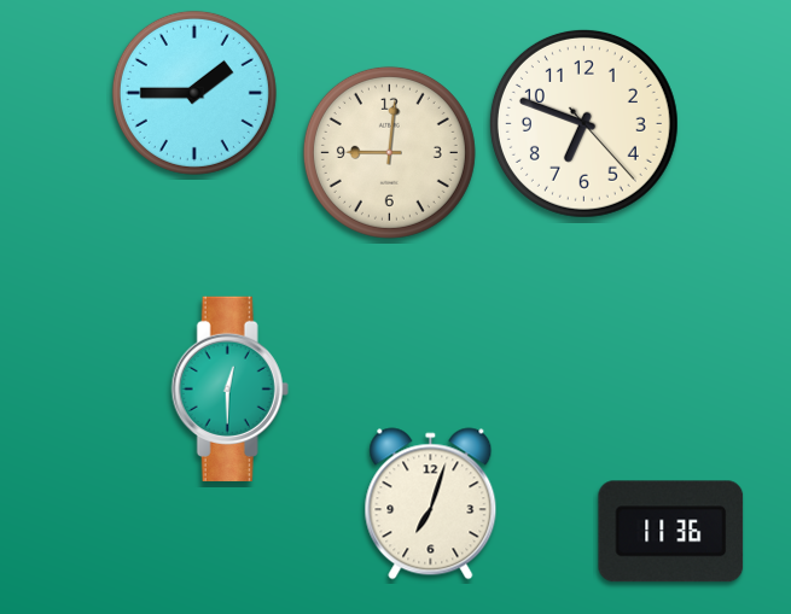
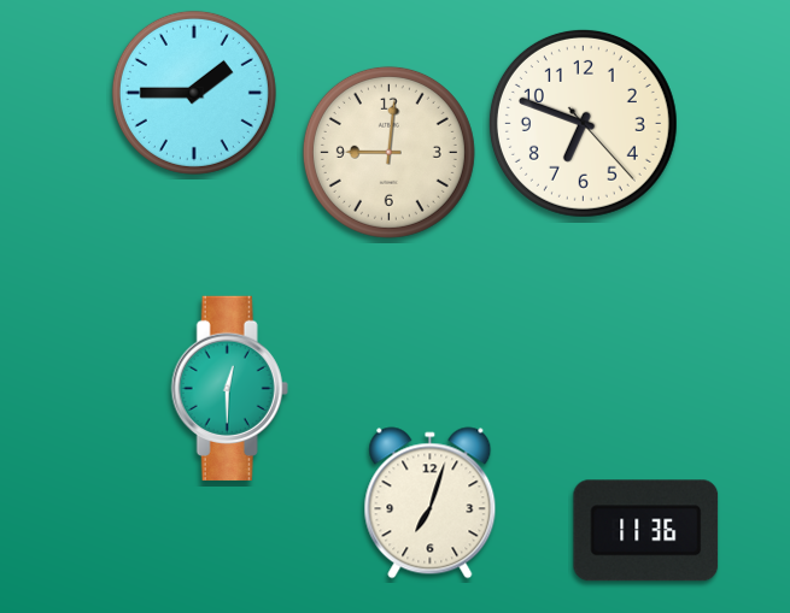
clock at (671, 532) position: (671, 532) -> (646, 531)
